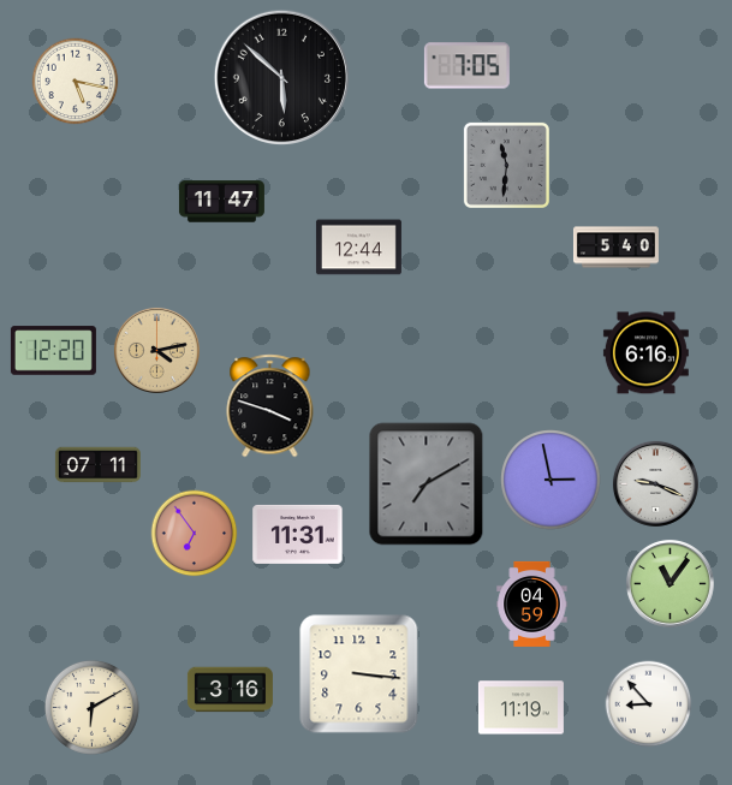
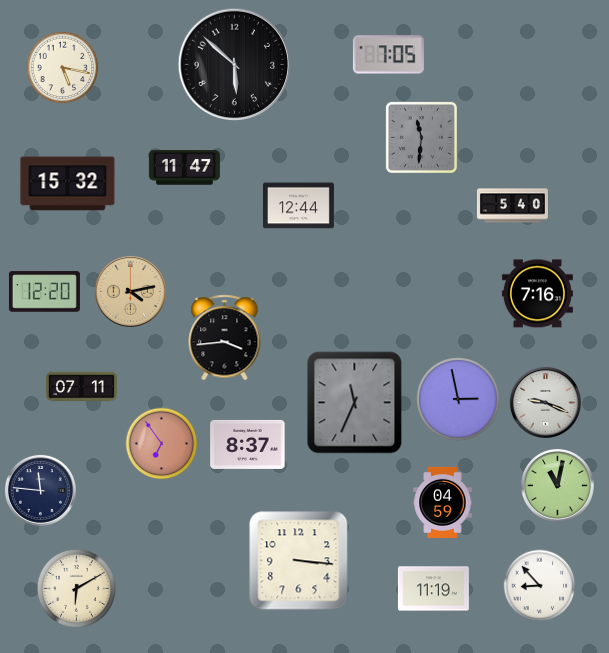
clock at (68, 184): none -> 15:32
clock at (645, 353): 6:16 -> 7:16
clock at (270, 406): 3:48 -> 3:44
clock at (427, 484): 7:10 -> 11:34
clock at (298, 534): 11:31 -> 8:37
clock at (669, 583): 11:06 -> 11:02
clock at (40, 490): none -> 11:46
clock at (230, 690): 3:16 -> none
